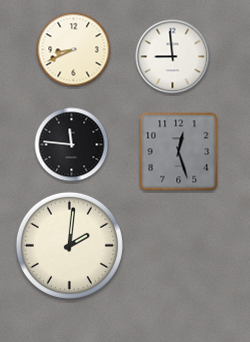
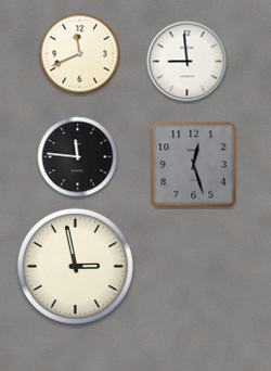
clock at (74, 50): 8:41 -> 11:41
clock at (69, 245): 2:01 -> 2:58
